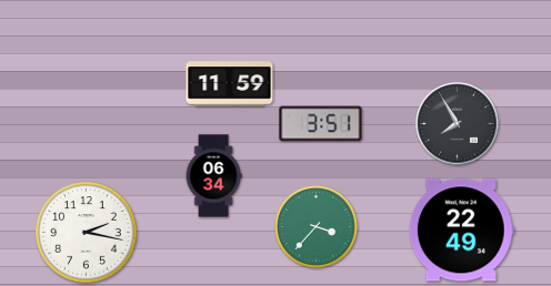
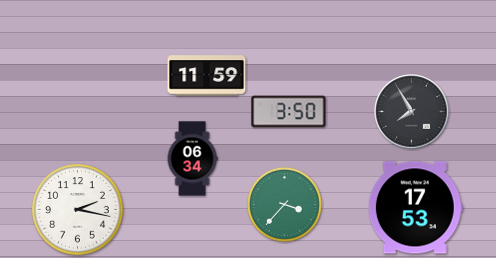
clock at (321, 124): 3:51 -> 3:50
clock at (461, 231): 22:49 -> 17:53
